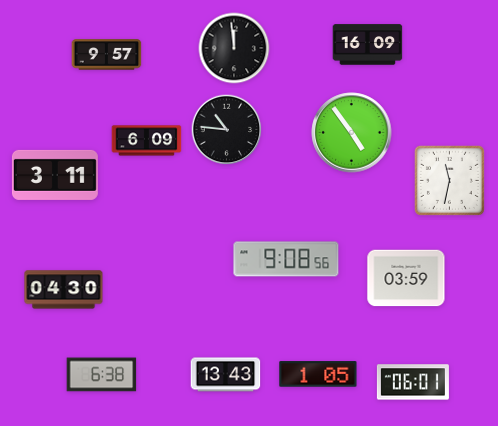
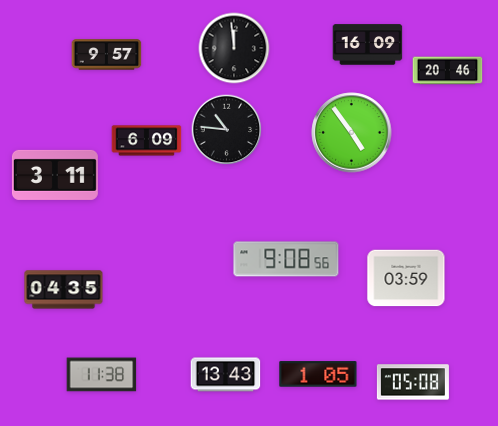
clock at (448, 71): none -> 20:46
clock at (449, 180): 11:32 -> none
clock at (64, 290): 04:30 -> 04:35
clock at (102, 375): 6:38 -> 11:38
clock at (413, 382): 06:01 -> 05:08
